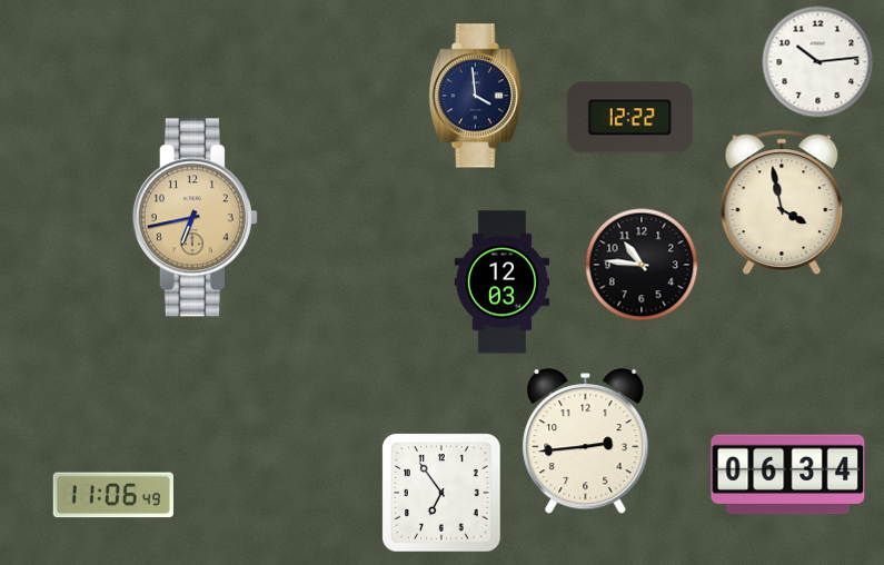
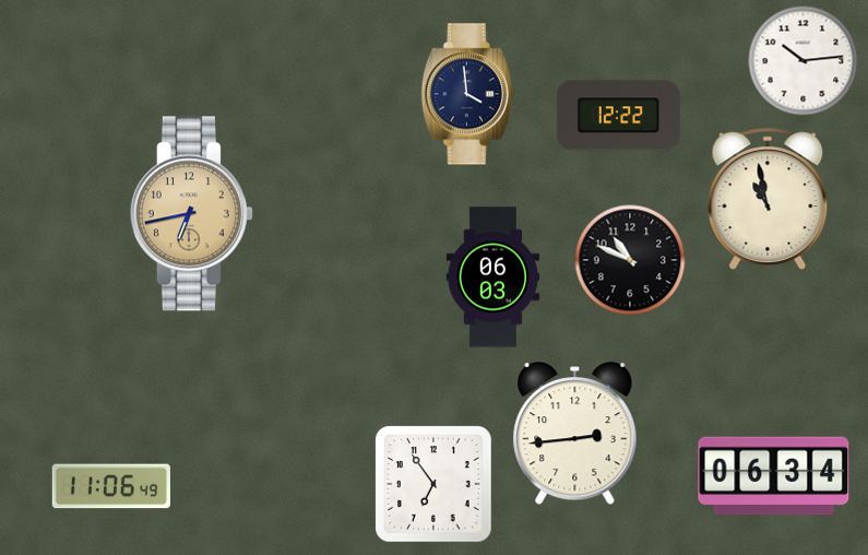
clock at (782, 202): 3:58 -> 10:58
clock at (642, 265): 10:46 -> 10:49
clock at (503, 282): 12:03 -> 06:03
clock at (788, 475) position: (788, 475) -> (774, 476)
